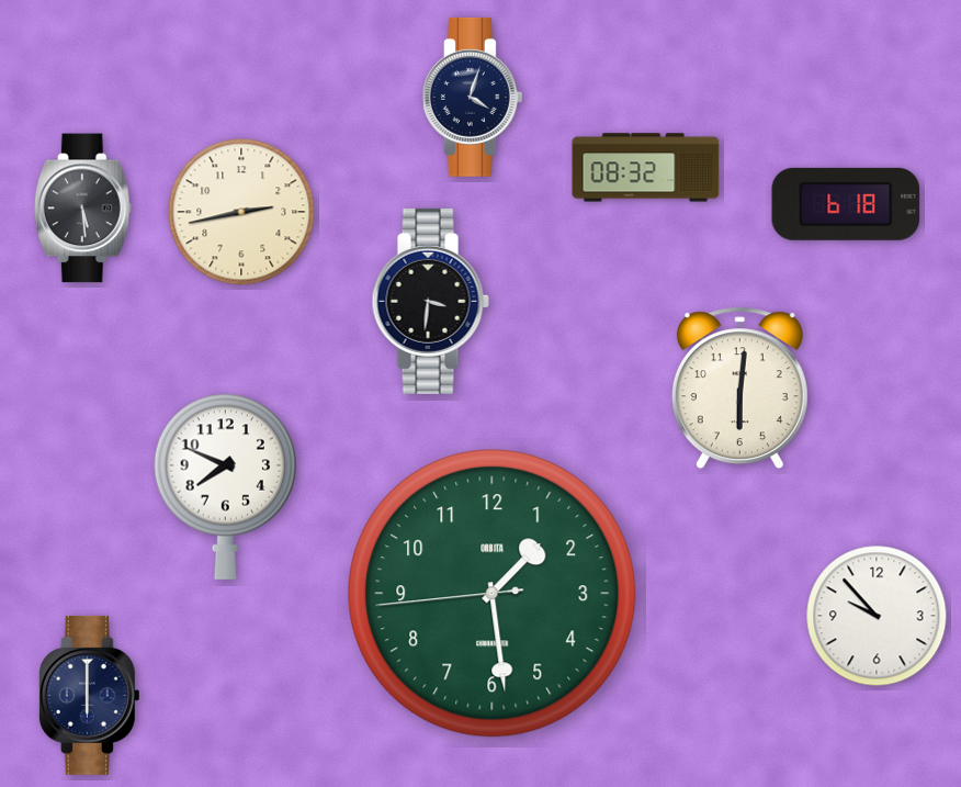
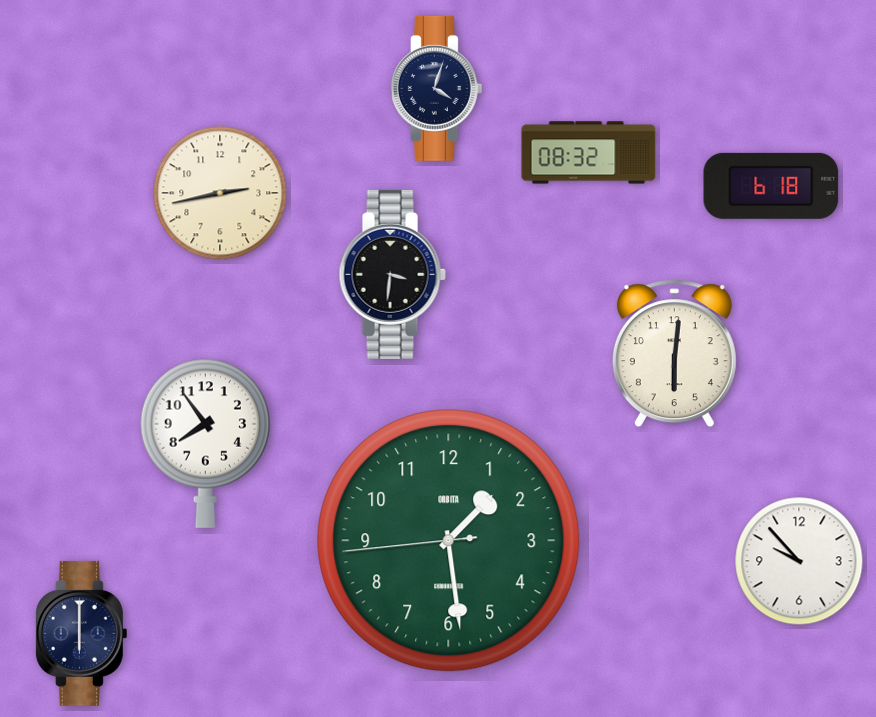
clock at (472, 97) position: (472, 97) -> (436, 88)
clock at (83, 209): 5:29 -> none
clock at (225, 486): 7:49 -> 7:54
